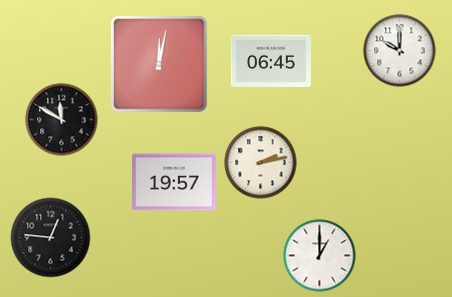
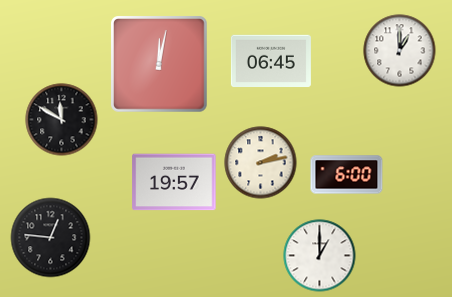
clock at (400, 51): 10:00 -> 1:00
clock at (347, 175): none -> 6:00
